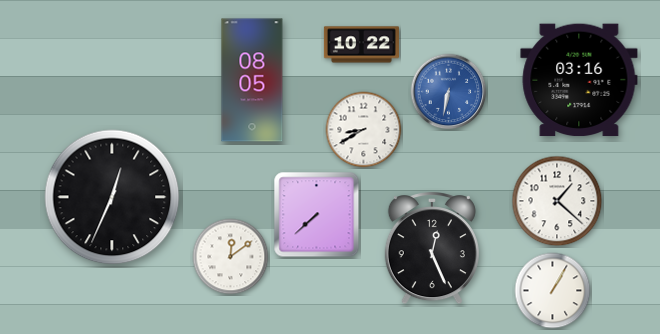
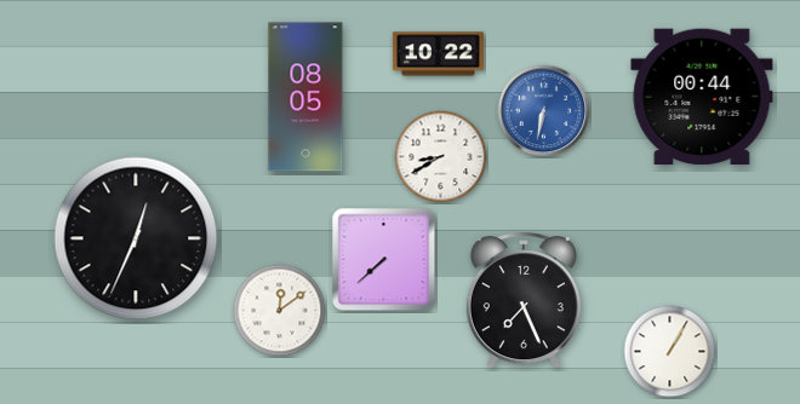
clock at (579, 80): 03:16 -> 00:44
clock at (557, 201): 1:22 -> none
clock at (432, 249): 12:26 -> 7:26
